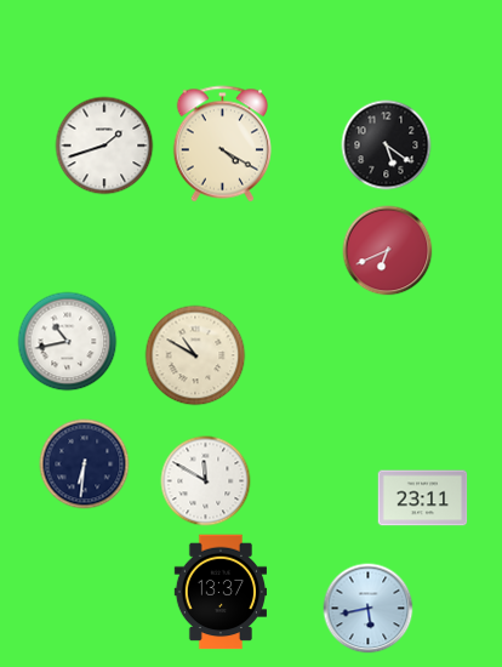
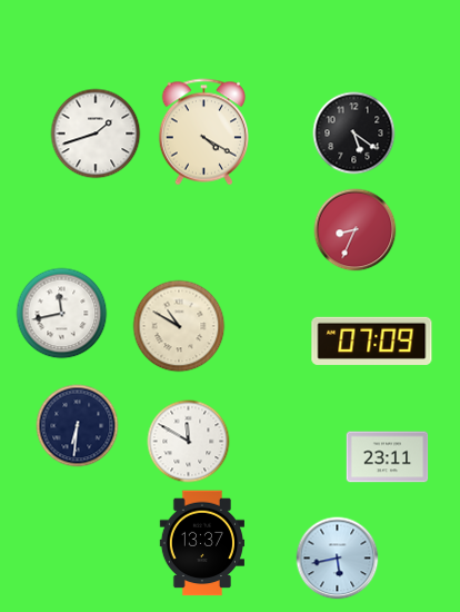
clock at (388, 251): 6:41 -> 8:34
clock at (68, 342): 10:43 -> 11:43
clock at (372, 340): none -> 07:09
